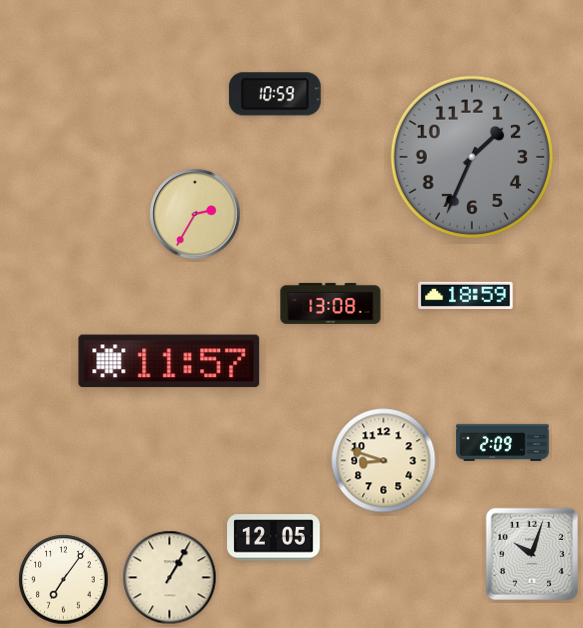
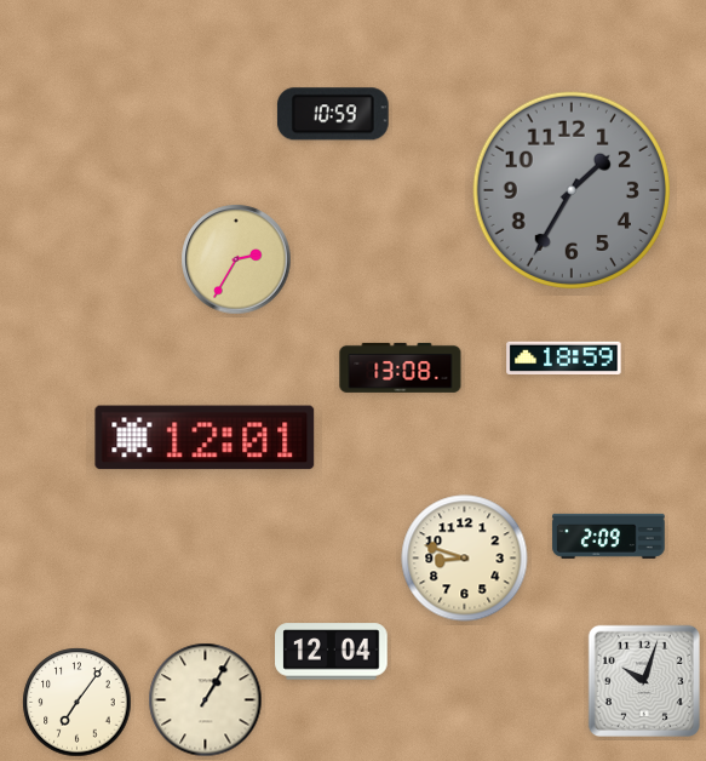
clock at (472, 157): 1:34 -> 1:35
clock at (169, 361): 11:57 -> 12:01
clock at (274, 538): 12:05 -> 12:04
clock at (531, 553) position: (531, 553) -> (643, 680)
